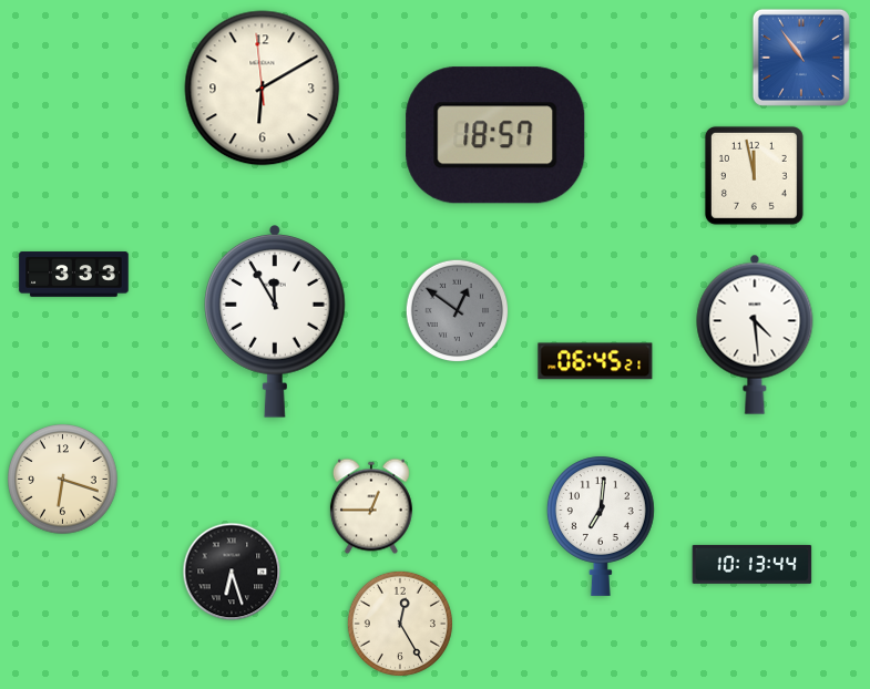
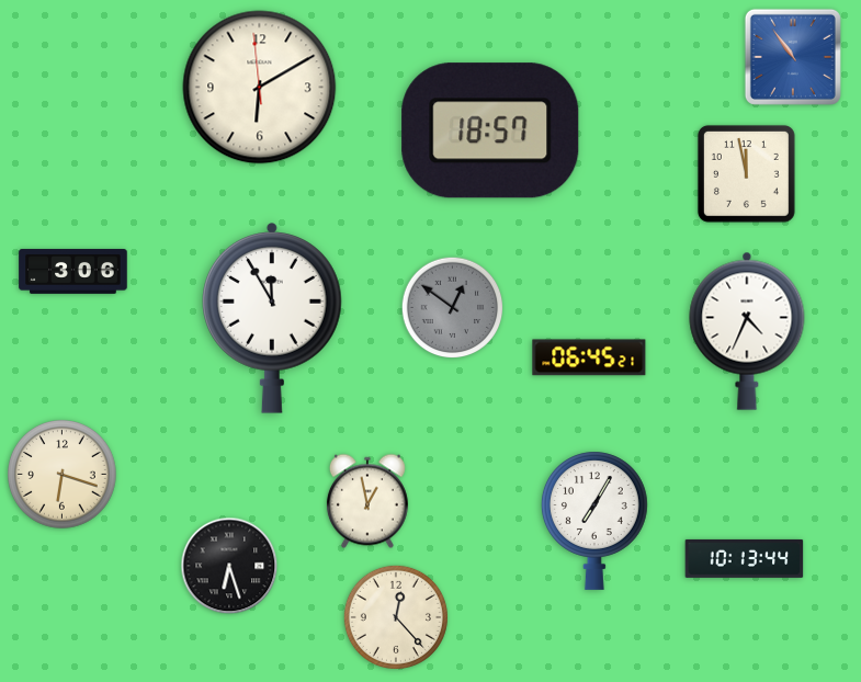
clock at (495, 135) position: (495, 135) -> (490, 130)
clock at (74, 275): 3:33 -> 3:06
clock at (755, 335): 4:29 -> 4:34
clock at (371, 506): 12:45 -> 12:58
clock at (601, 526): 7:01 -> 7:05
clock at (400, 624): 12:25 -> 12:23
